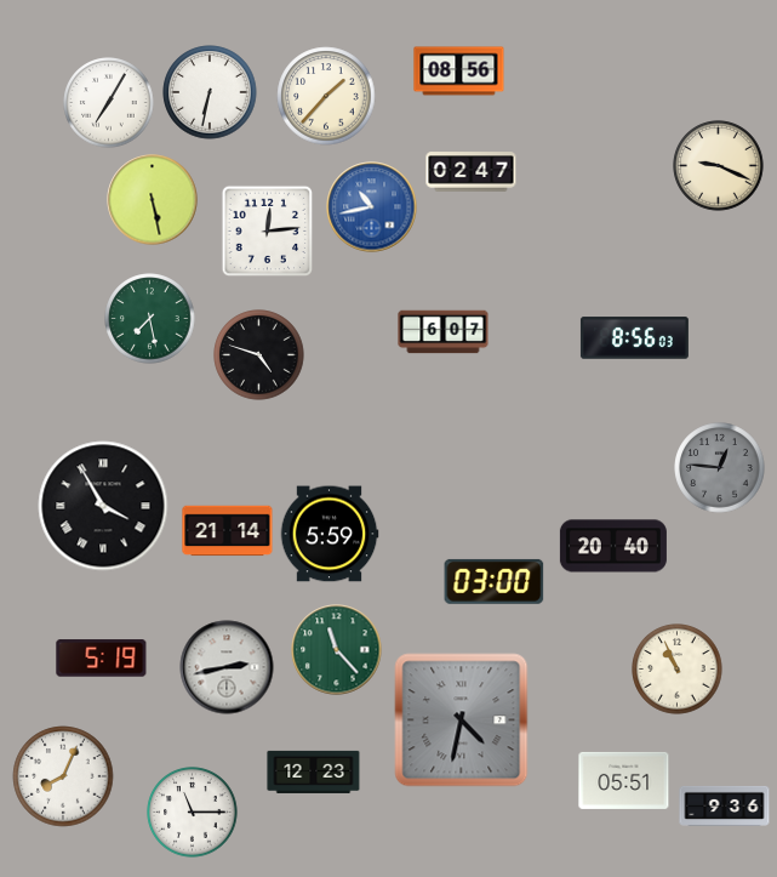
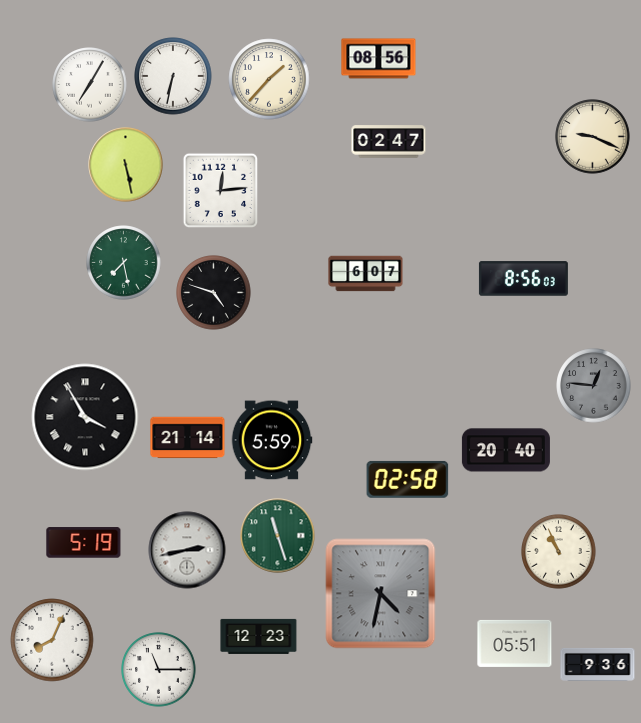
clock at (372, 207): 10:43 -> none
clock at (495, 581): 03:00 -> 02:58
clock at (337, 650): 11:23 -> 11:27
